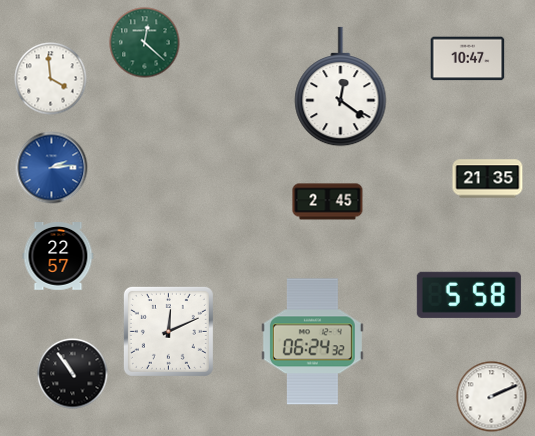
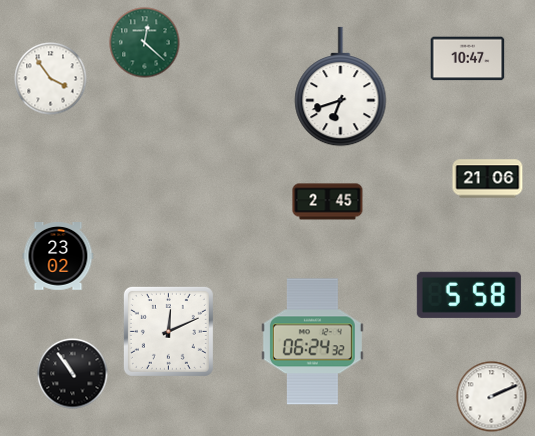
clock at (51, 79): 3:59 -> 3:54
clock at (341, 87): 12:21 -> 6:42
clock at (52, 168): 2:14 -> none
clock at (488, 179): 21:35 -> 21:06
clock at (58, 257): 22:57 -> 23:02
